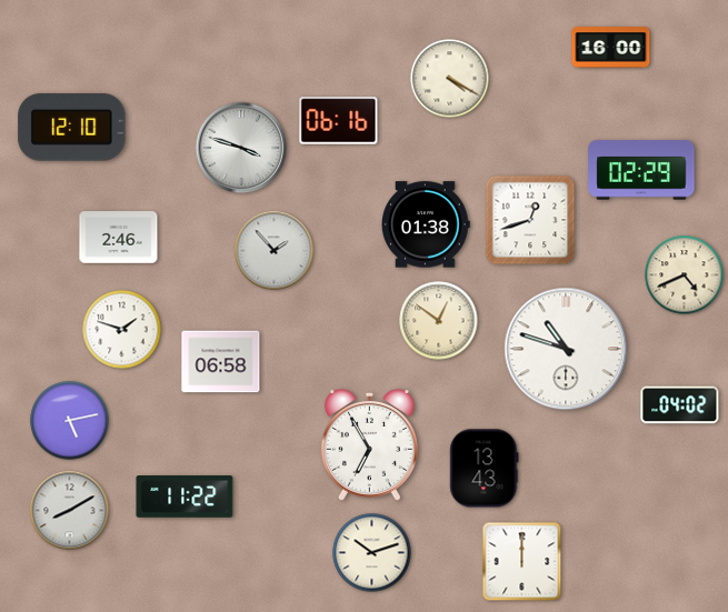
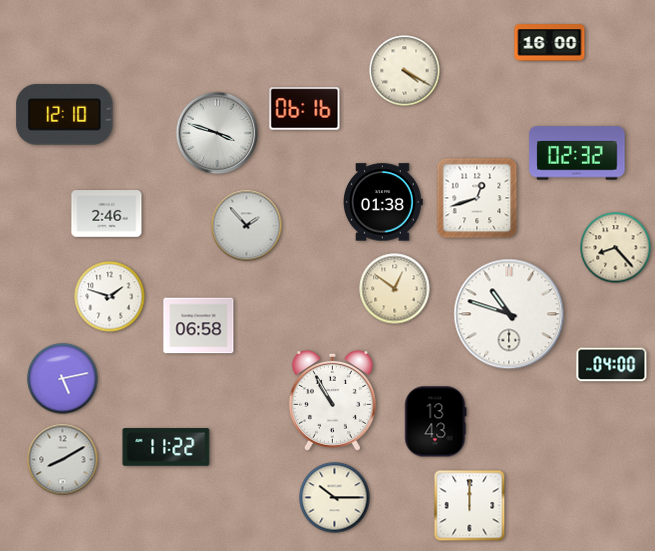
clock at (641, 170): 02:29 -> 02:32
clock at (685, 275): 4:41 -> 8:23
clock at (680, 405): 04:02 -> 04:00
clock at (369, 444): 6:55 -> 10:55
clock at (372, 553): 10:12 -> 10:15
